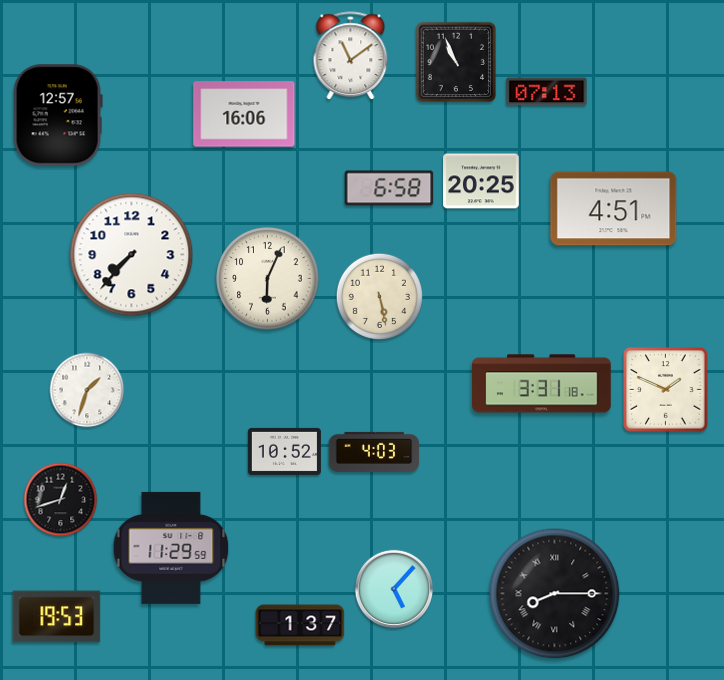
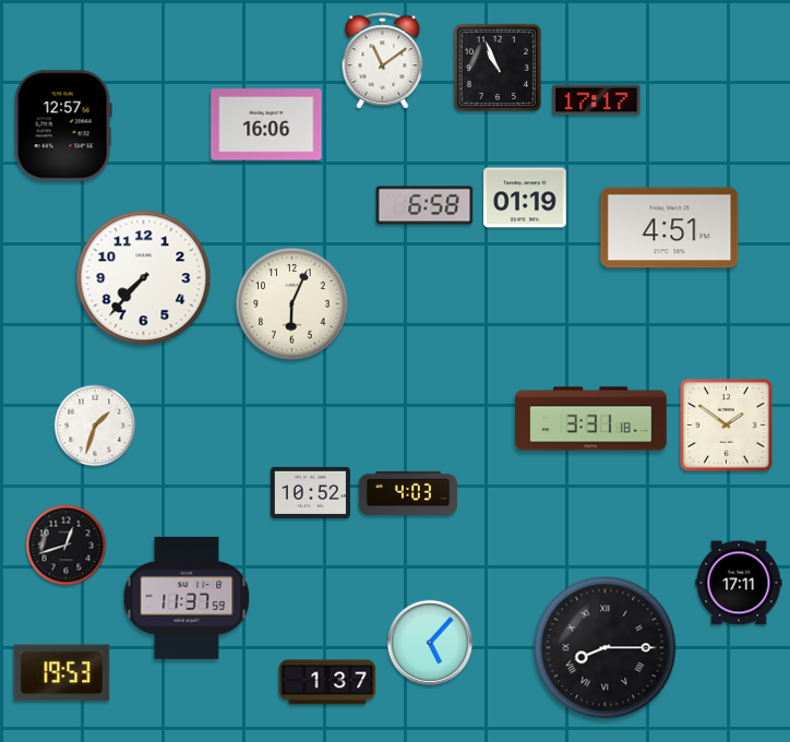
clock at (547, 92): 07:13 -> 17:17
clock at (481, 181): 20:25 -> 01:19
clock at (379, 296): 5:28 -> none
clock at (666, 390): 1:49 -> 1:51
clock at (739, 583): none -> 17:11
clock at (171, 548): 11:29 -> 11:37
